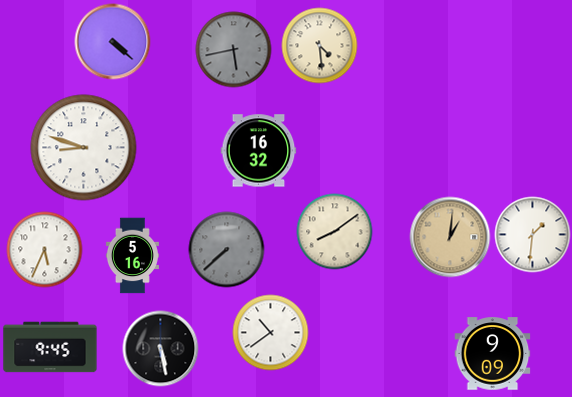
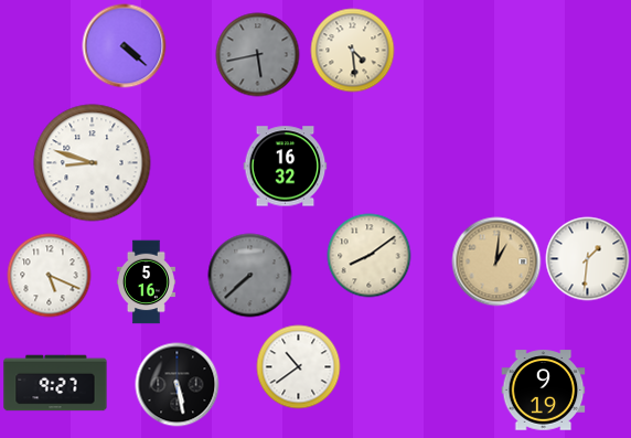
clock at (45, 250): 5:34 -> 5:19
clock at (50, 347): 9:45 -> 9:27
clock at (493, 354): 9:09 -> 9:19
